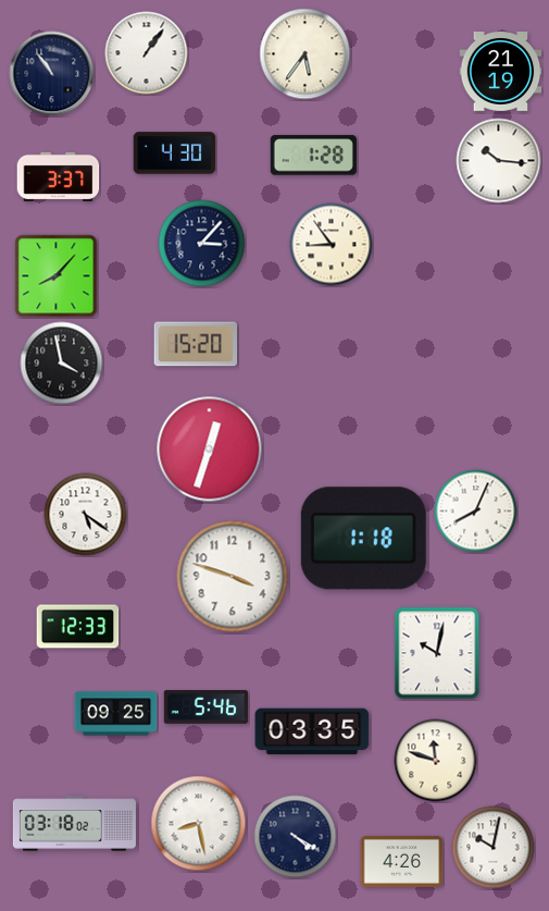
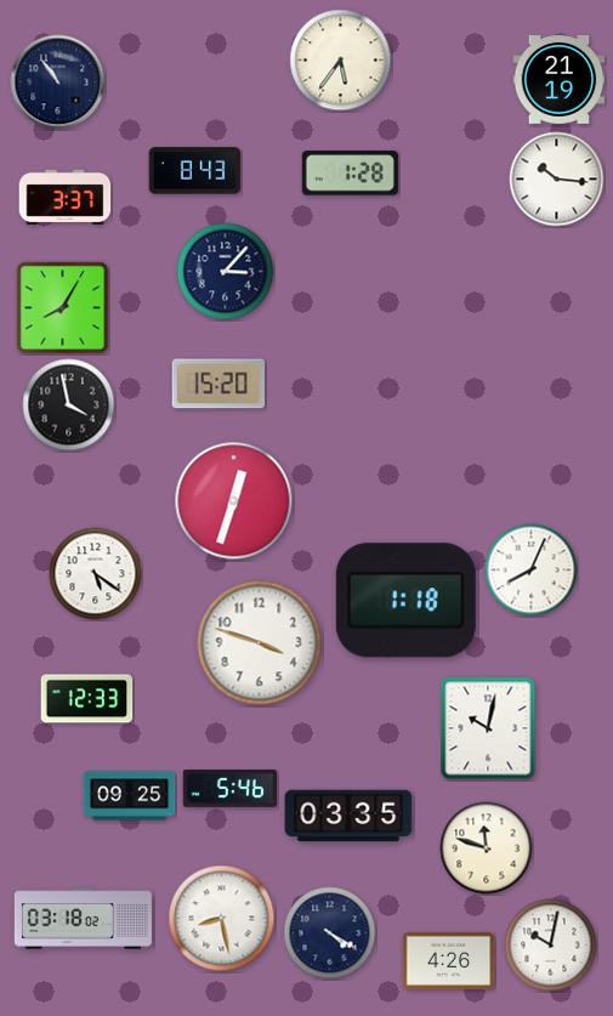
clock at (147, 53): 1:06 -> none
clock at (175, 153): 4:30 -> 8:43
clock at (332, 245): 8:54 -> none
clock at (57, 276): 8:07 -> 8:05
